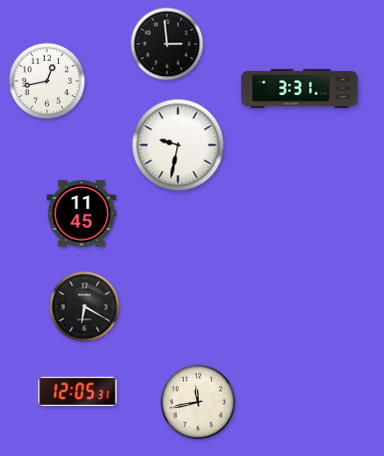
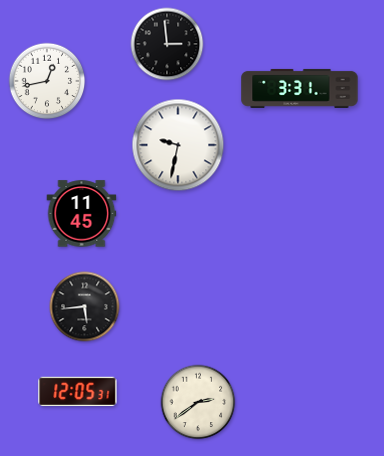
clock at (85, 307): 6:20 -> 5:44
clock at (198, 402): 11:43 -> 2:39
